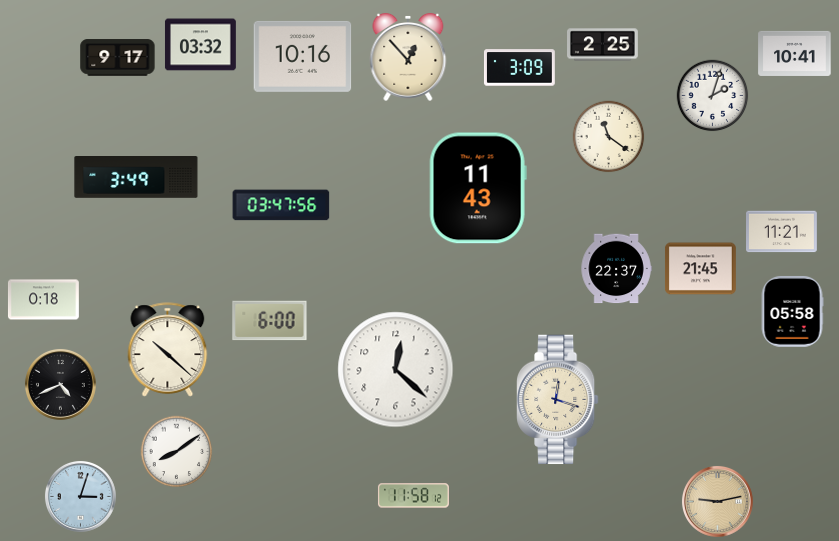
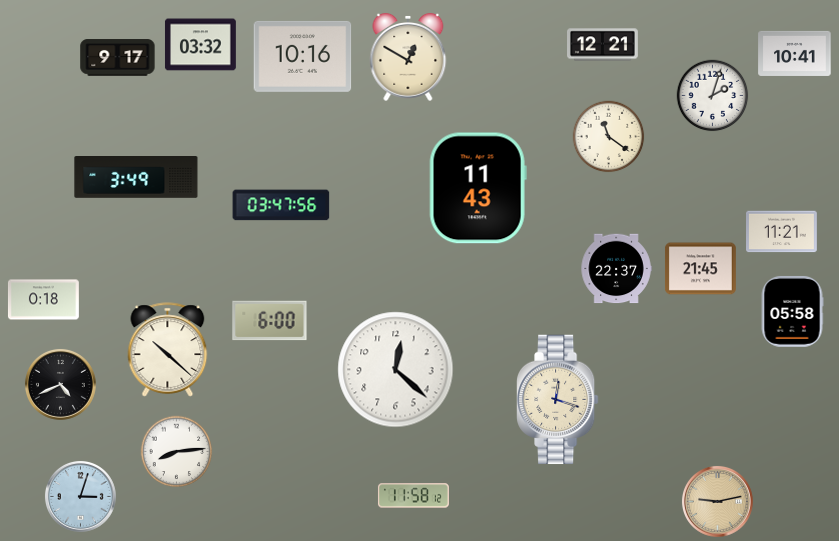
clock at (603, 45): 2:25 -> 12:21
clock at (408, 57): 12:53 -> 12:50
clock at (519, 68): 3:09 -> none
clock at (177, 452): 8:09 -> 8:14
